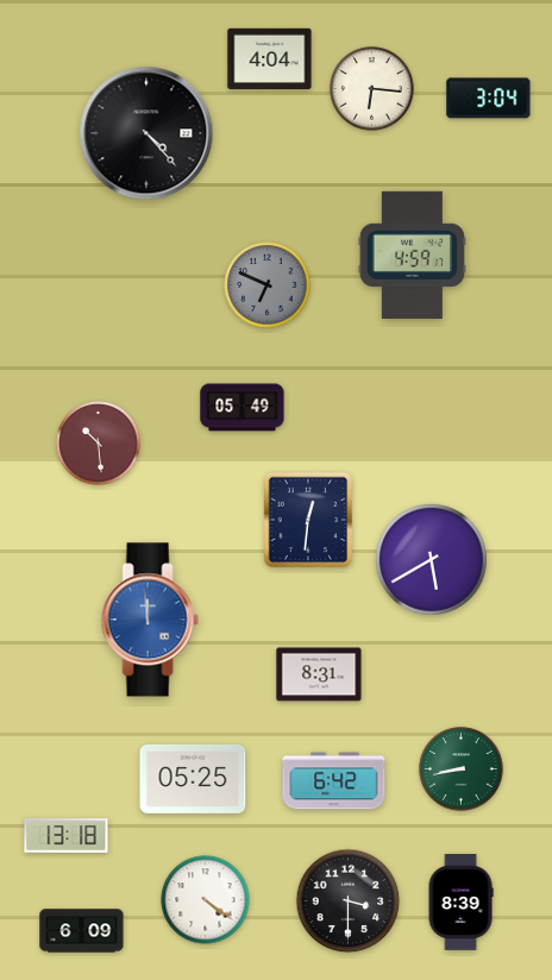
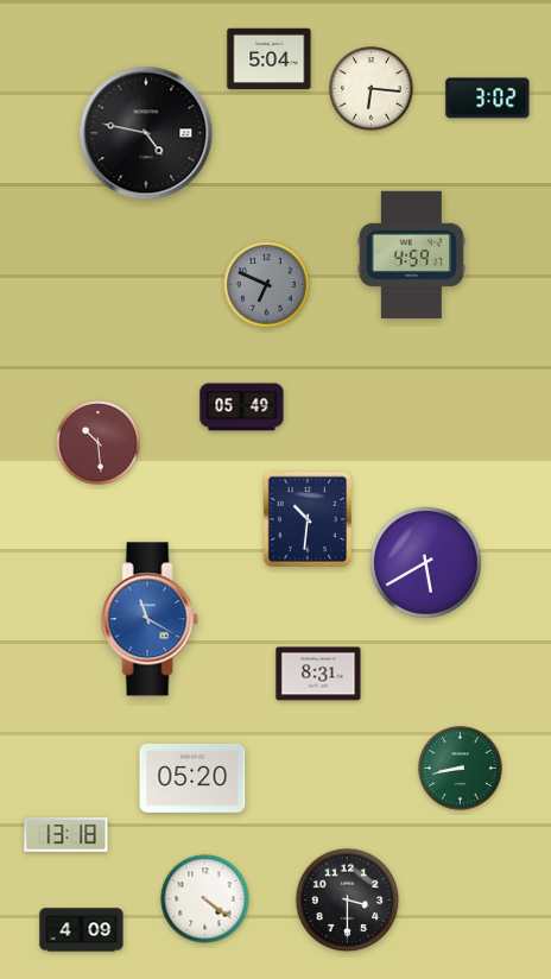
clock at (270, 59): 4:04 -> 5:04
clock at (489, 99): 3:04 -> 3:02
clock at (146, 133): 4:23 -> 4:47
clock at (308, 520): 12:31 -> 10:31
clock at (431, 559) position: (431, 559) -> (425, 562)
clock at (150, 620): 11:59 -> 11:20
clock at (193, 779): 05:25 -> 05:20
clock at (334, 781): 6:42 -> none
clock at (460, 903): 8:39 -> none
clock at (82, 931): 6:09 -> 4:09
